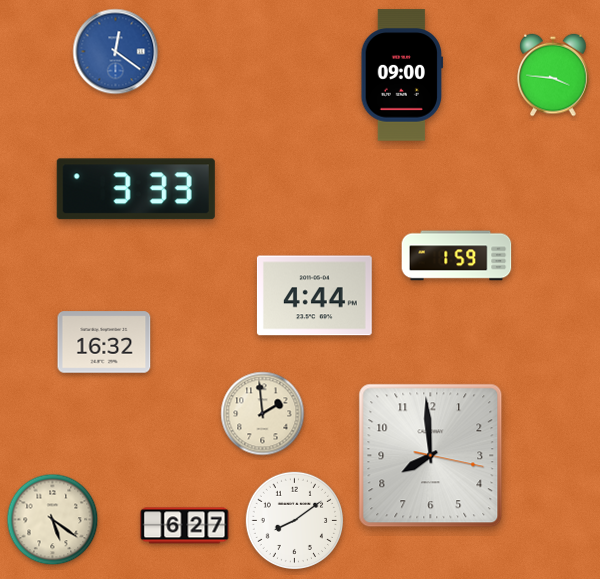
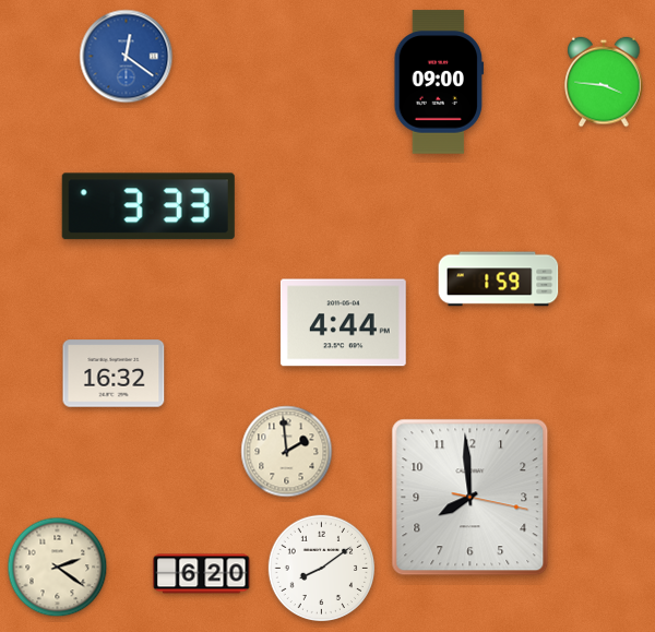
clock at (53, 520): 5:21 -> 2:21
clock at (185, 526): 6:27 -> 6:20
